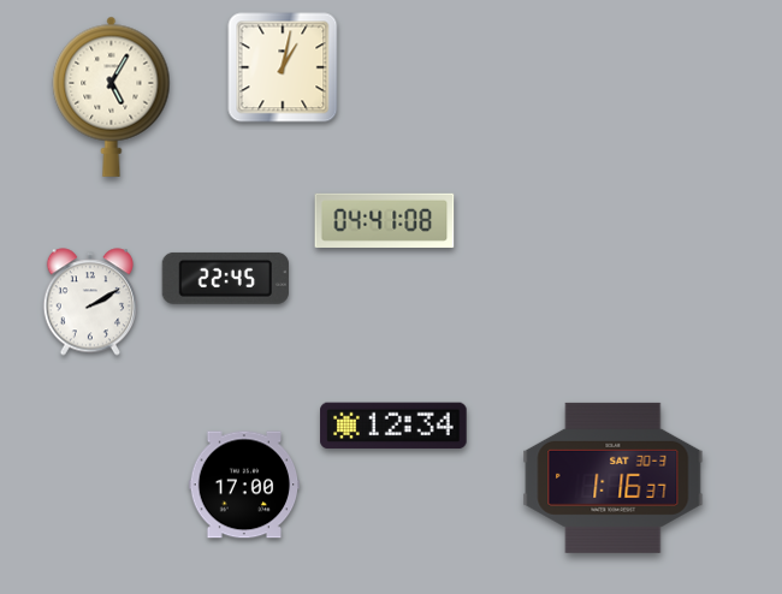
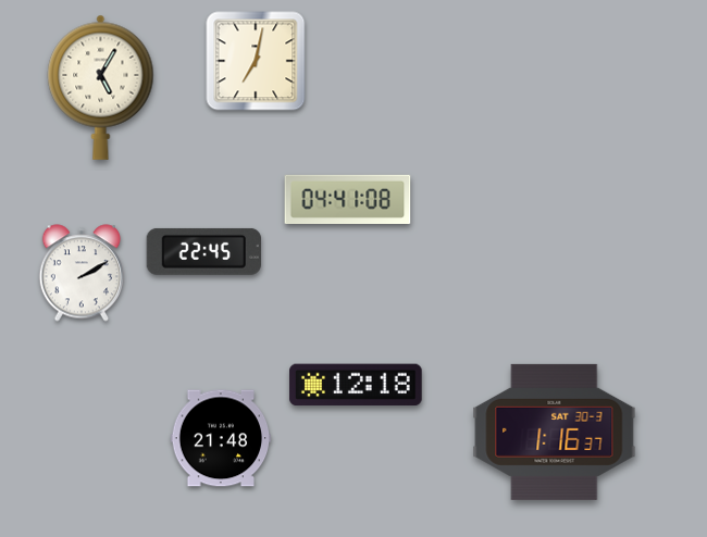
clock at (283, 67): 1:02 -> 7:02
clock at (393, 426): 12:34 -> 12:18
clock at (244, 485): 17:00 -> 21:48
